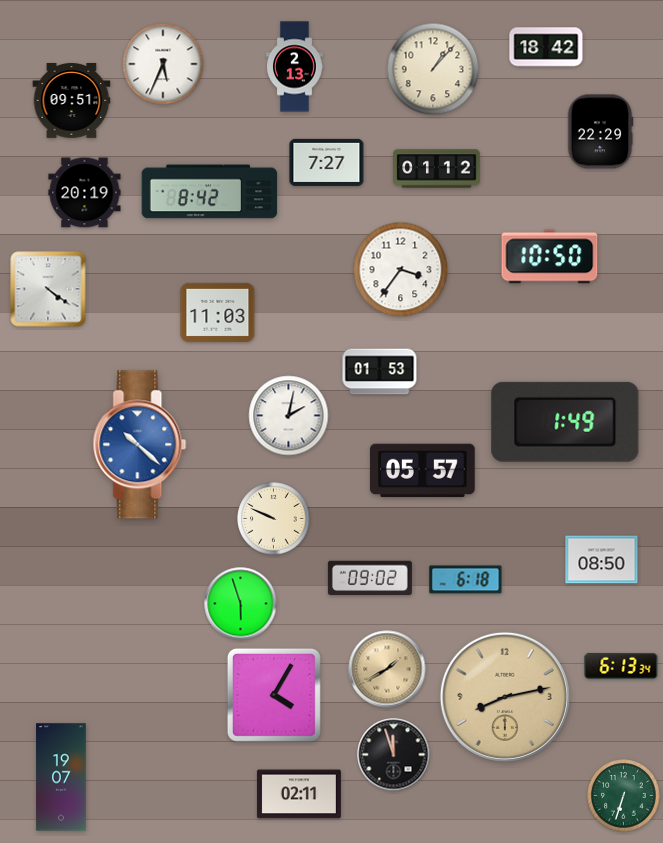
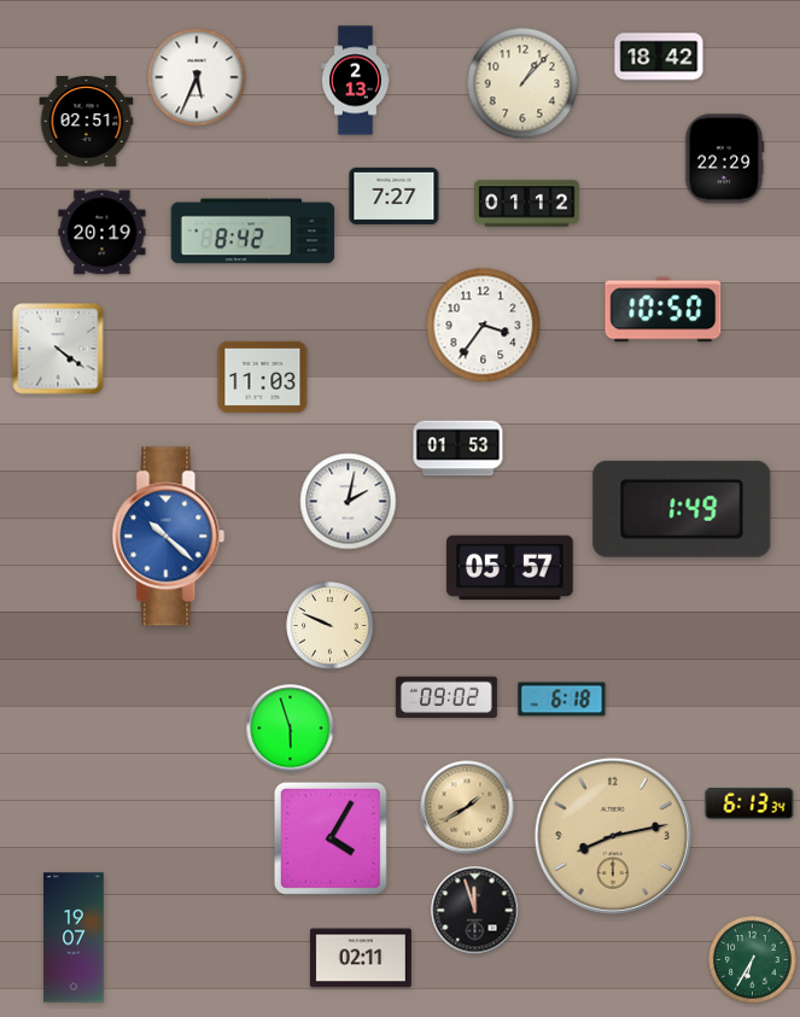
clock at (72, 101): 09:51 -> 02:51
clock at (602, 560): 08:50 -> none
clock at (505, 697) position: (505, 697) -> (613, 836)
clock at (624, 796): 6:33 -> 6:35
